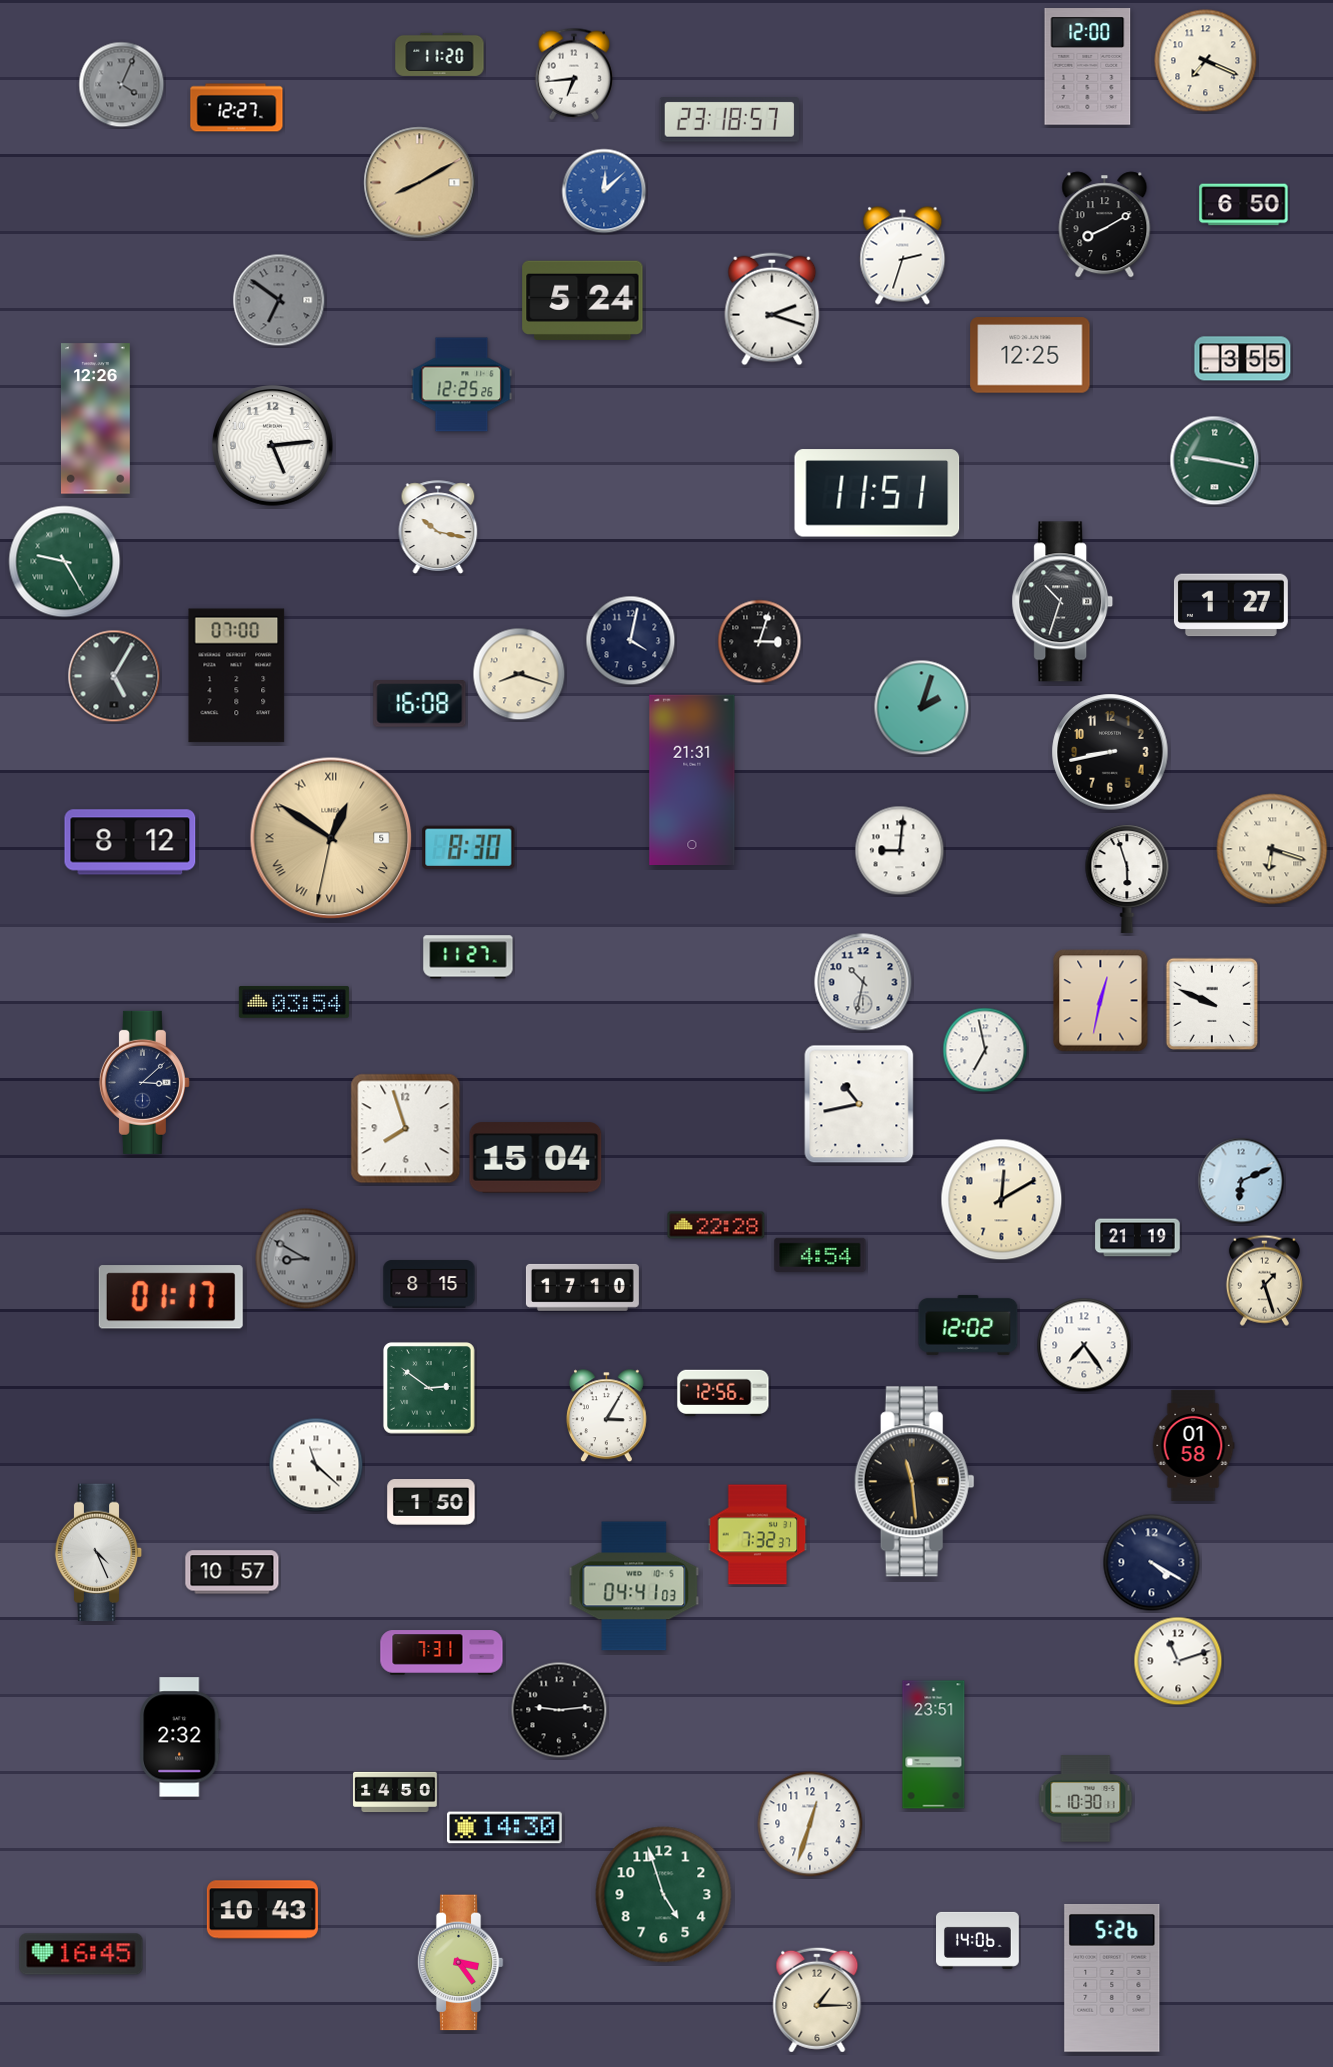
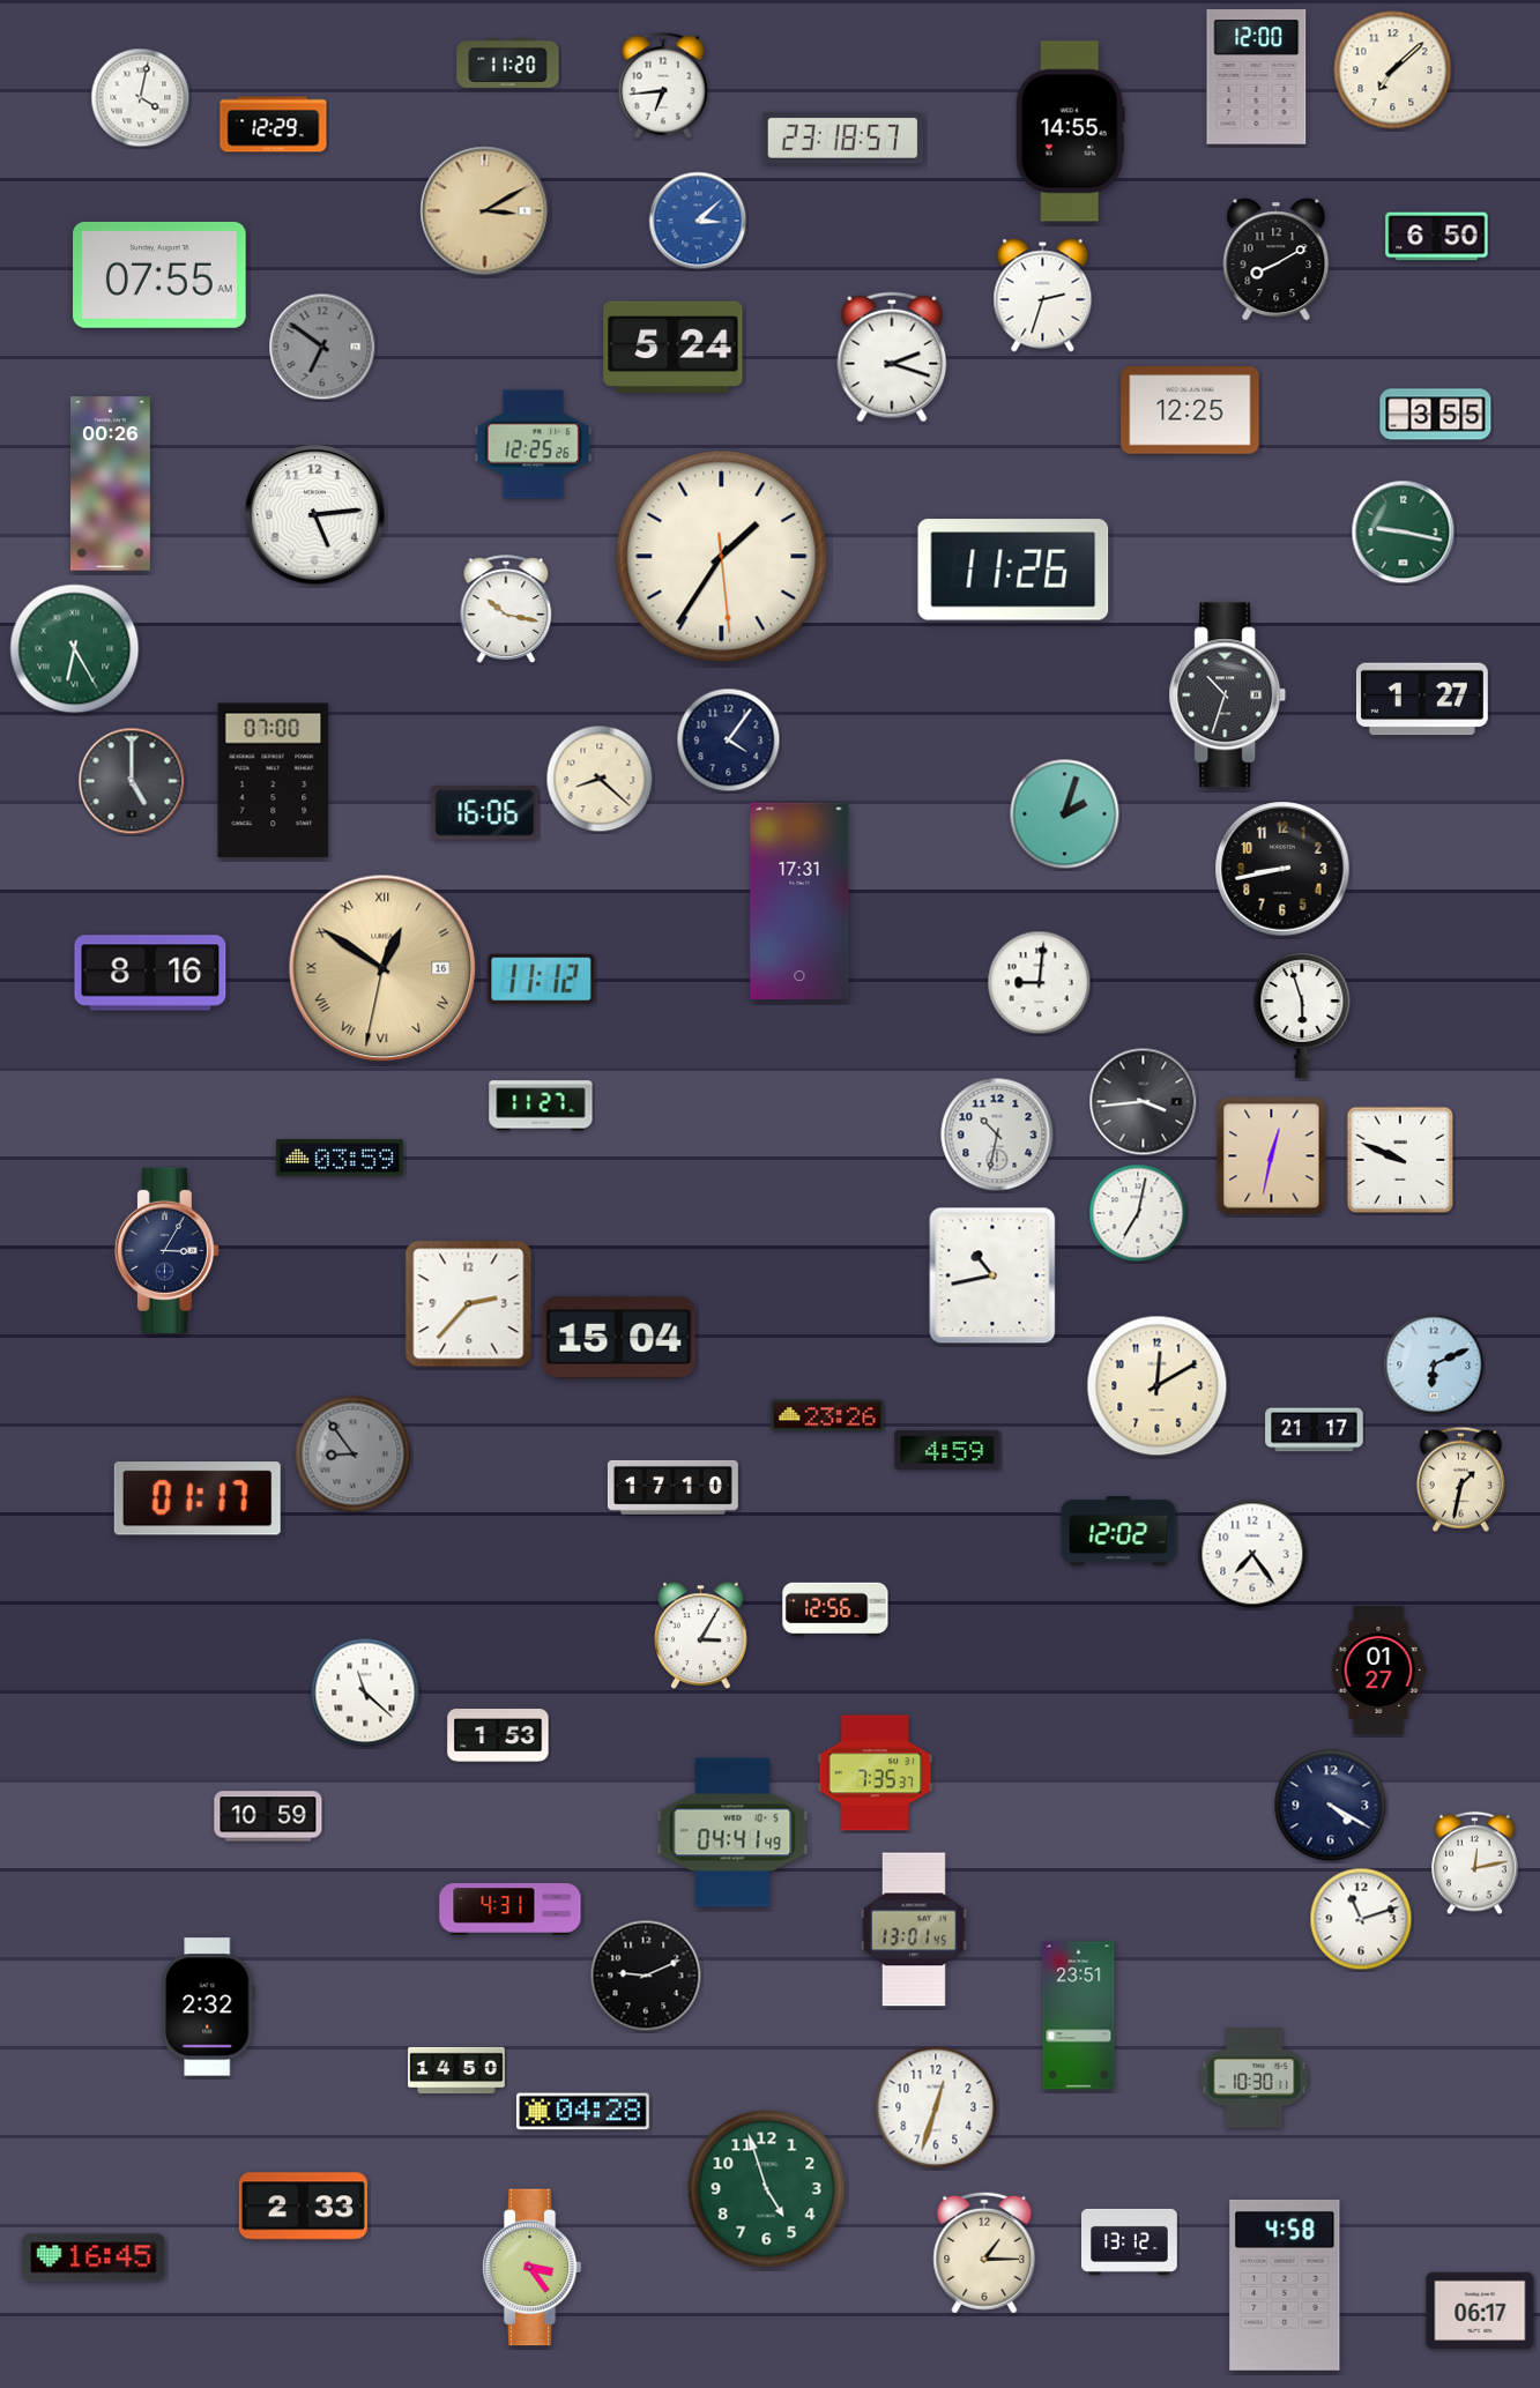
clock at (1206, 61): 7:19 -> 7:08
clock at (122, 85): 4:04 -> 4:02
clock at (122, 85) dial: grey -> white
clock at (237, 108): 12:27 -> 12:29
clock at (1070, 132): none -> 14:55
clock at (420, 183): 8:10 -> 3:10
clock at (604, 191): 12:08 -> 3:08
clock at (159, 275): none -> 07:55
clock at (95, 419): 12:26 -> 00:26
clock at (722, 557): none -> 1:35
clock at (877, 493): 11:51 -> 11:26
clock at (65, 562): 9:25 -> 6:25
clock at (631, 641): 4:02 -> 4:06
clock at (760, 642): 3:03 -> none
clock at (519, 674): 8:18 -> 8:22
clock at (114, 676): 5:05 -> 5:00
clock at (420, 704): 16:08 -> 16:06
clock at (922, 708) position: (922, 708) -> (1065, 814)
clock at (692, 779): 21:31 -> 17:31
clock at (331, 838) date: 5 -> 16
clock at (130, 842): 8:12 -> 8:16
clock at (469, 847): 8:30 -> 11:12
clock at (1272, 849): 6:18 -> none
clock at (1144, 1102): none -> 3:44
clock at (294, 1003): 03:54 -> 03:59
clock at (985, 1050): 6:58 -> 7:02
clock at (144, 1082): 3:08 -> 3:05
clock at (406, 1129): 7:57 -> 2:37
clock at (716, 1225): 22:28 -> 23:26
clock at (1138, 1238): 21:19 -> 21:17
clock at (820, 1255): 4:54 -> 4:59
clock at (306, 1259): 8:50 -> 8:54
clock at (1264, 1280): 1:27 -> 1:32
clock at (429, 1284): 8:15 -> none
clock at (430, 1389): 2:51 -> none
clock at (1193, 1445): 01:58 -> 01:27
clock at (914, 1482): 11:29 -> none
clock at (431, 1503): 1:50 -> 1:53
clock at (758, 1535): 7:32 -> 7:35
clock at (99, 1553): 4:26 -> none
clock at (232, 1572): 10:57 -> 10:59
clock at (634, 1586): 04:41:03 -> 04:41:49
clock at (1475, 1863): none -> 12:13
clock at (442, 1653): 7:31 -> 4:31
clock at (914, 1929): none -> 13:01
clock at (559, 1710): 9:14 -> 9:11
clock at (505, 1828): 14:30 -> 04:28
clock at (262, 1910): 10:43 -> 2:33
clock at (978, 1940): 14:06 -> 13:12
clock at (1112, 1979): 5:26 -> 4:58
clock at (817, 2000) position: (817, 2000) -> (984, 2253)
clock at (1480, 2311): none -> 06:17
